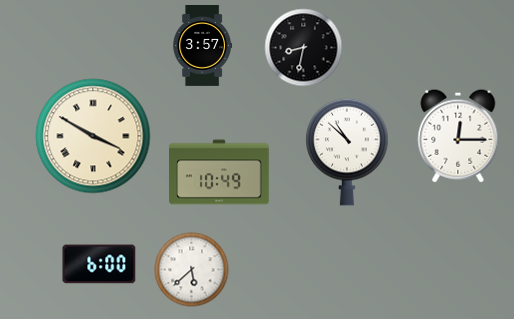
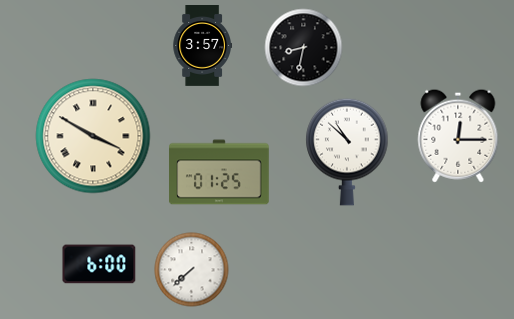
clock at (219, 172): 10:49 -> 01:25
clock at (192, 270): 5:38 -> 7:38
